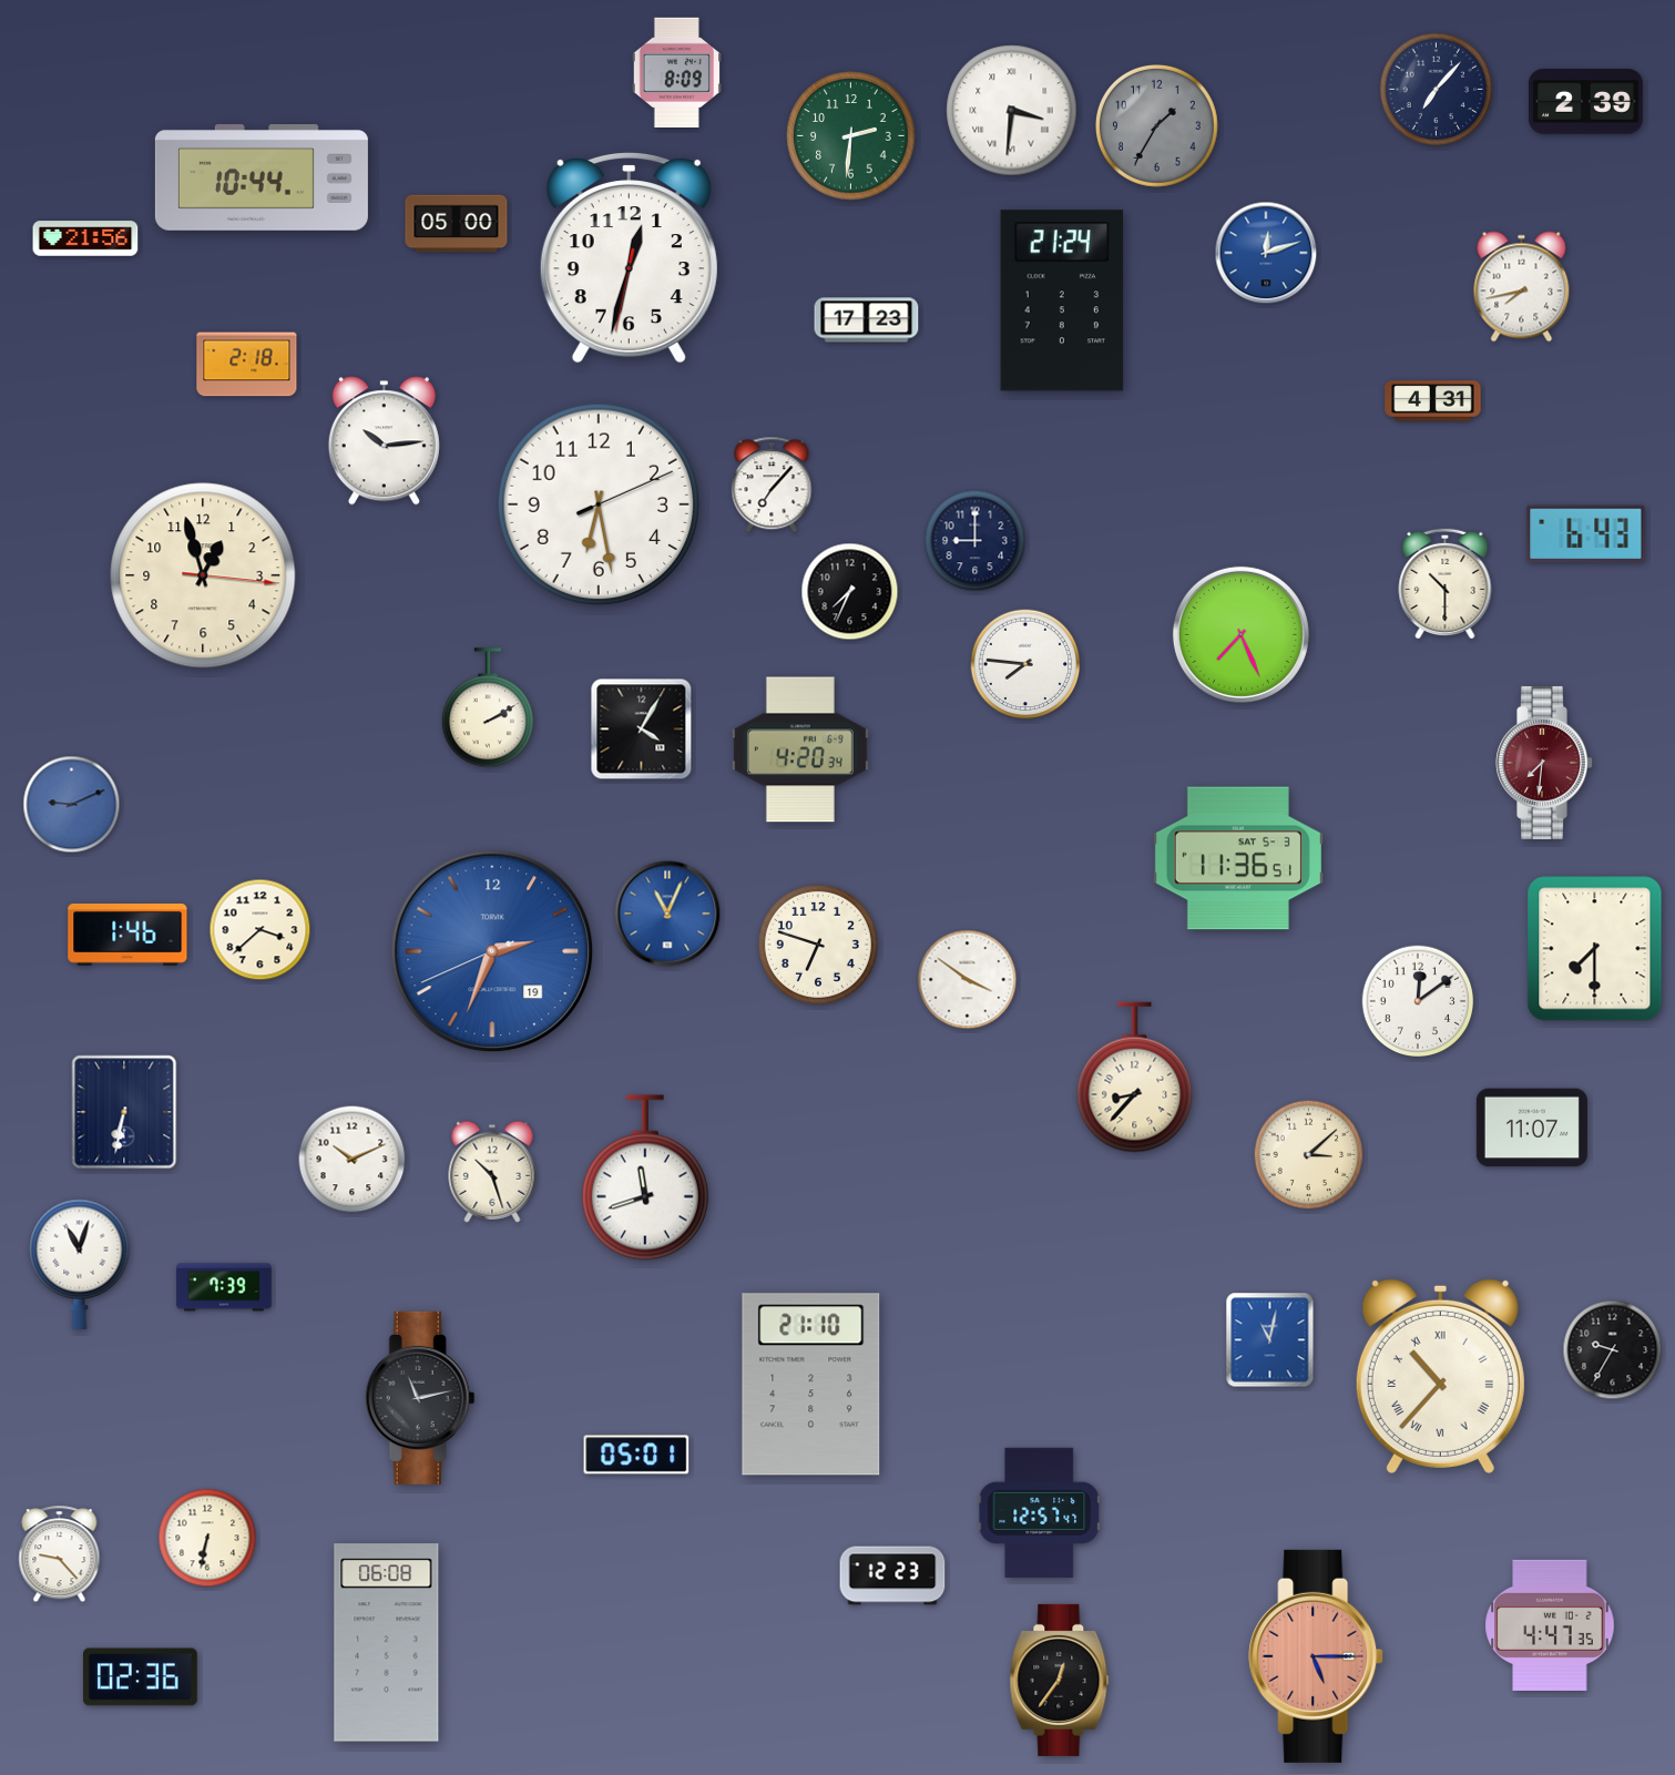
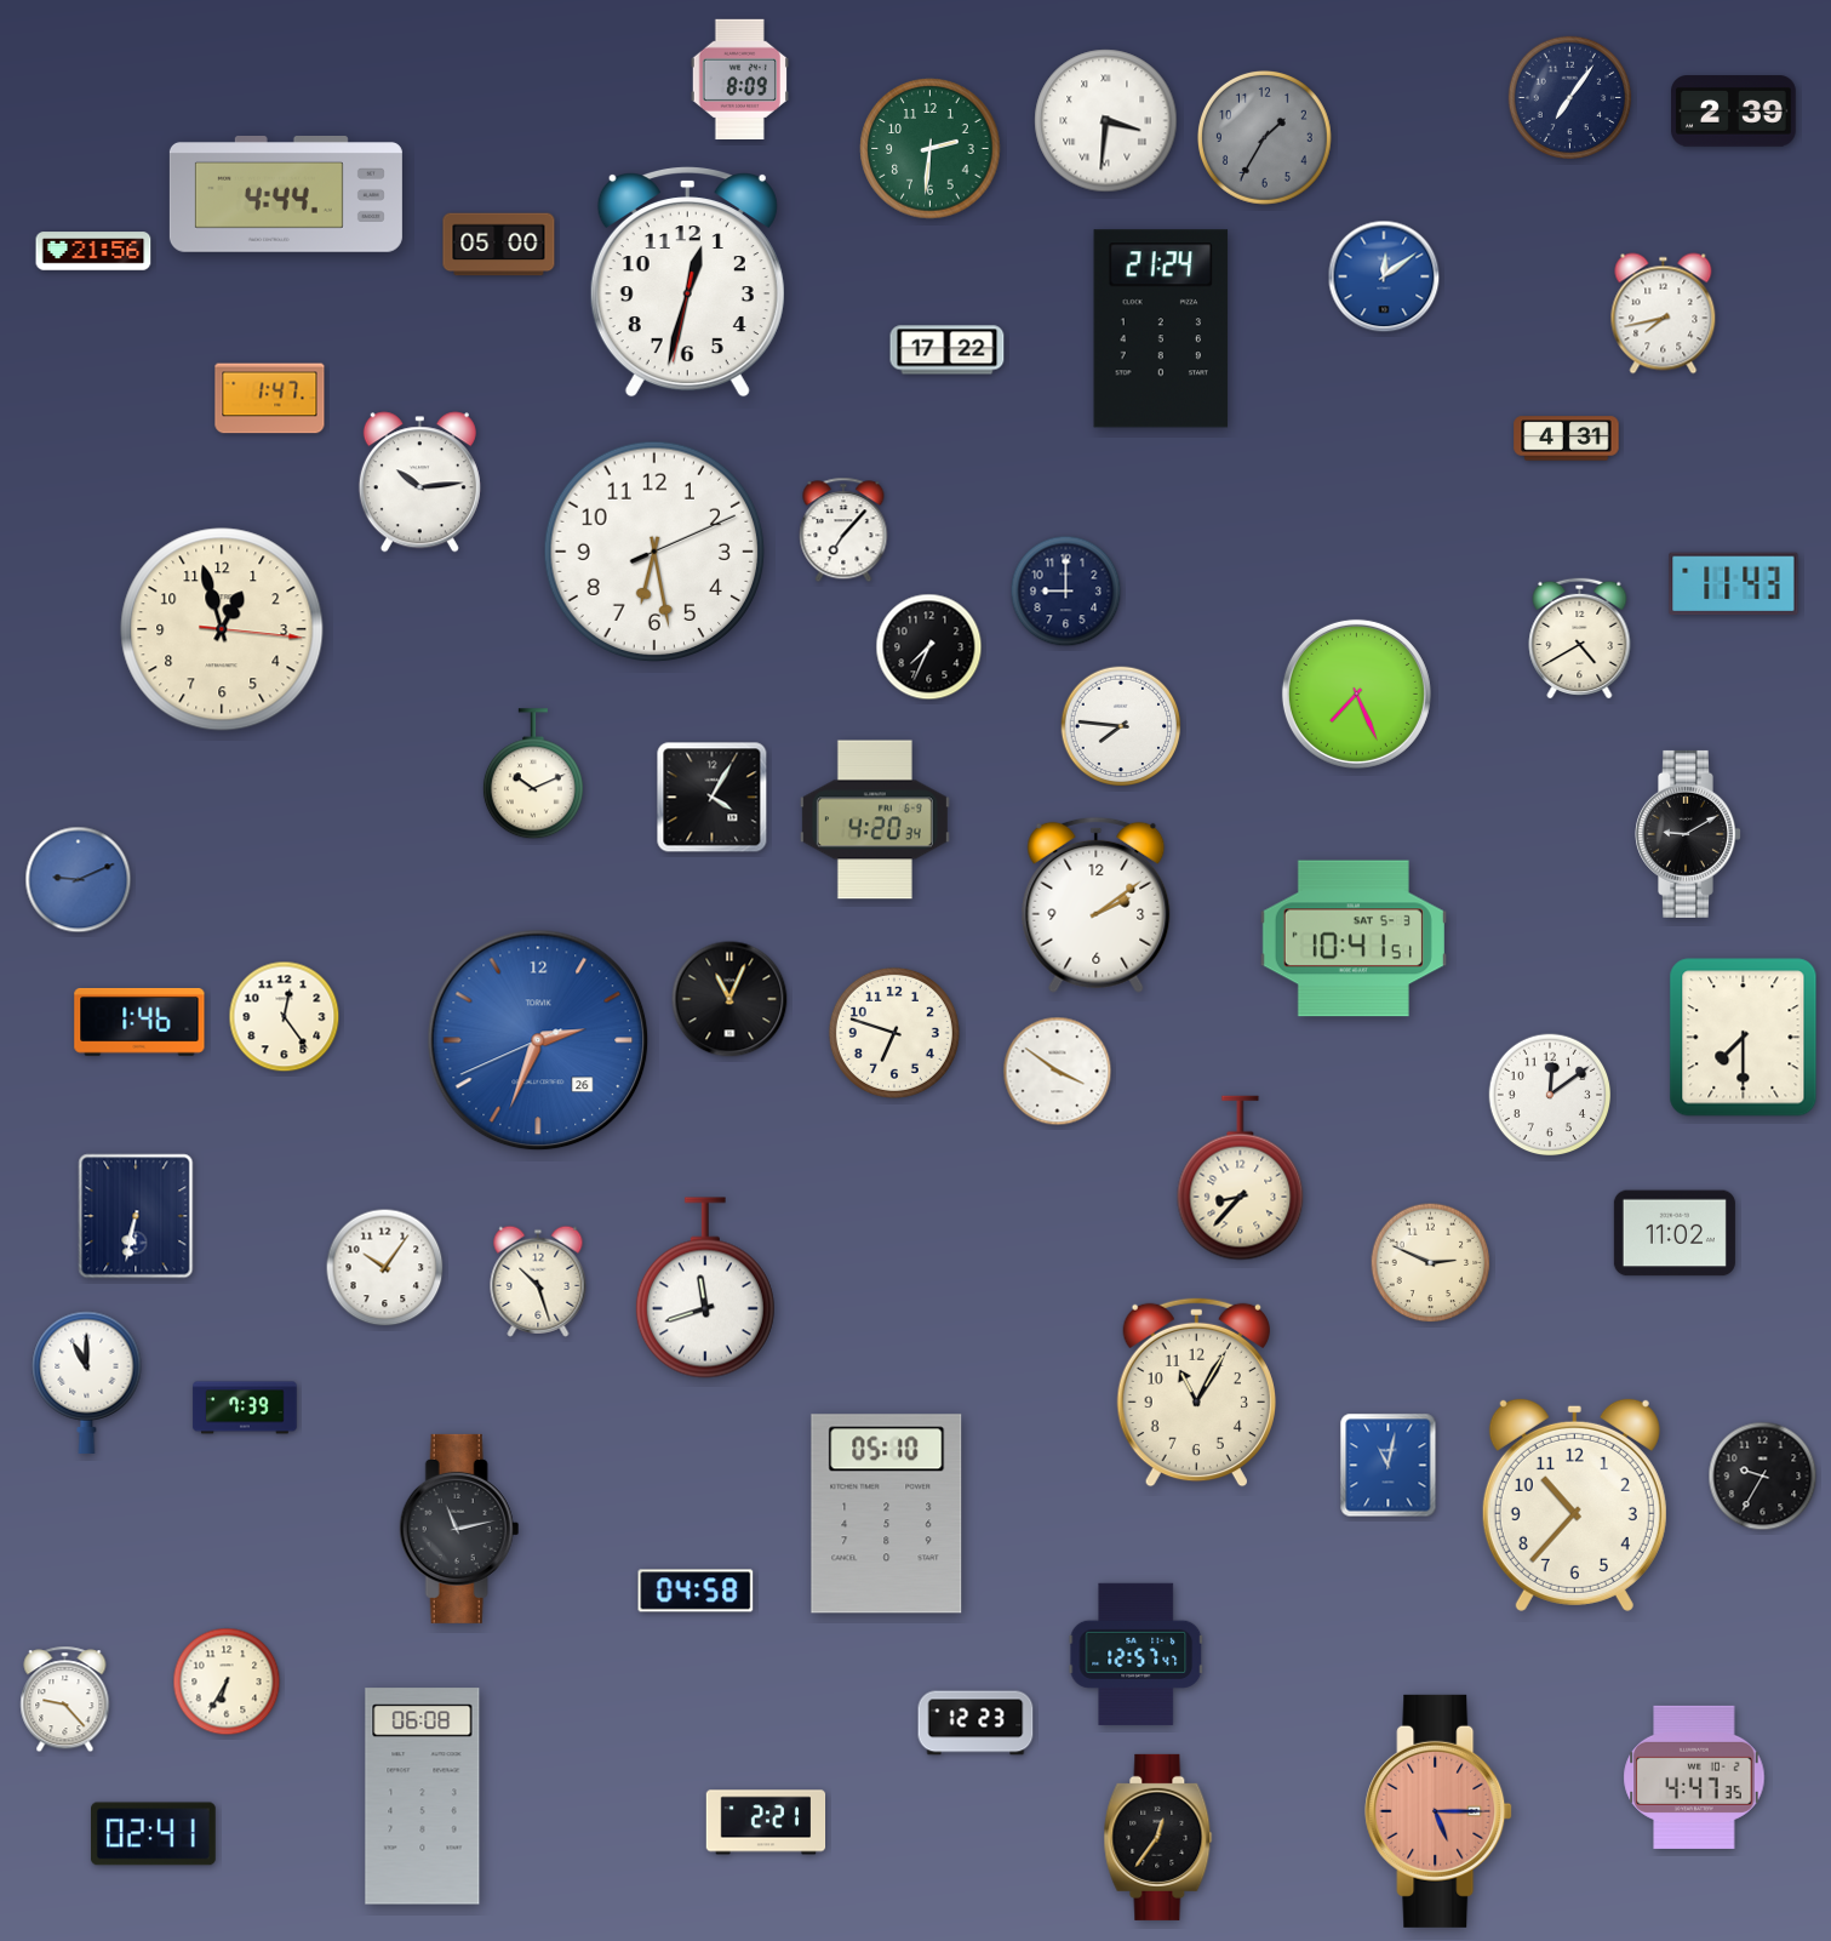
clock at (1437, 90): 7:07 -> 7:06
clock at (262, 178): 10:44 -> 4:44
clock at (85, 238) position: (85, 238) -> (93, 251)
clock at (1266, 253): 12:12 -> 12:09
clock at (867, 320): 17:23 -> 17:22
clock at (247, 365): 2:18 -> 1:47
clock at (1586, 534): 6:43 -> 11:43
clock at (1446, 583): 10:30 -> 4:40
clock at (488, 708): 2:10 -> 10:11
clock at (642, 730) position: (642, 730) -> (713, 798)
clock at (1545, 763): 7:31 -> 9:10
clock at (1545, 763) dial: burgundy -> black
clock at (1097, 904): none -> 2:09
clock at (1238, 858): 11:36 -> 10:41
clock at (667, 914) dial: blue -> black
clock at (261, 930): 3:38 -> 12:24
clock at (492, 951) date: 19 -> 26
clock at (1532, 1128): 11:07 -> 11:02
clock at (1309, 1155): 3:08 -> 2:49
clock at (353, 1160): 10:11 -> 10:06
clock at (80, 1264): 11:03 -> 11:00
clock at (1196, 1393): none -> 11:05
clock at (1440, 1376) numerals: Roman -> Arabic
clock at (811, 1385): 21:10 -> 05:10
clock at (636, 1455): 05:01 -> 04:58
clock at (207, 1538): 6:32 -> 6:35
clock at (766, 1822): none -> 2:21
clock at (141, 1677): 02:36 -> 02:41
